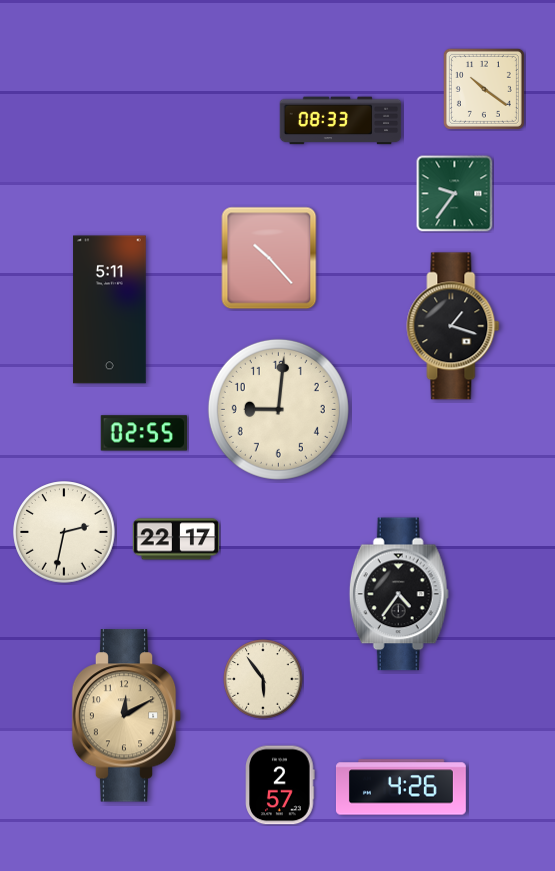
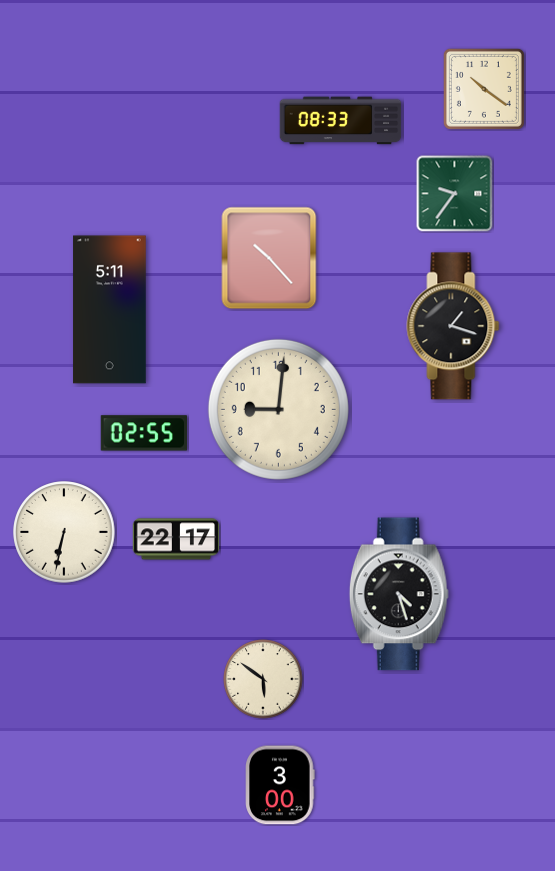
clock at (64, 532): 2:32 -> 6:32
clock at (399, 594): 4:36 -> 4:27
clock at (263, 679): 5:54 -> 5:51
clock at (127, 716): 12:10 -> none
clock at (280, 785): 2:57 -> 3:00
clock at (401, 787): 4:26 -> none
